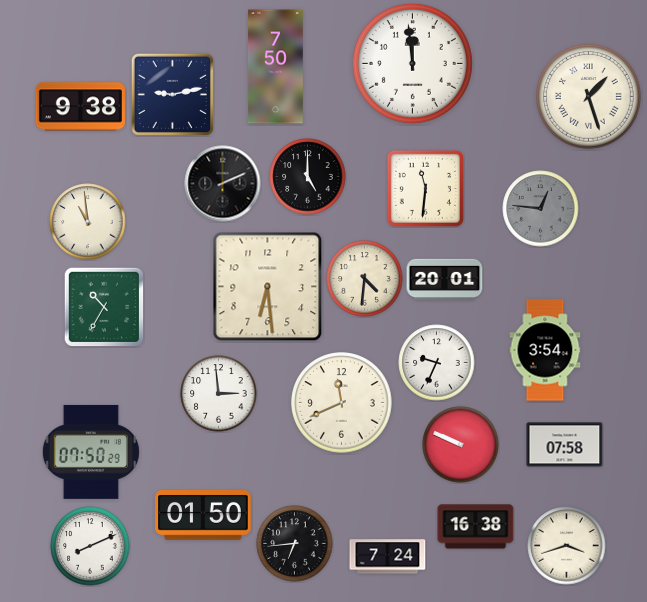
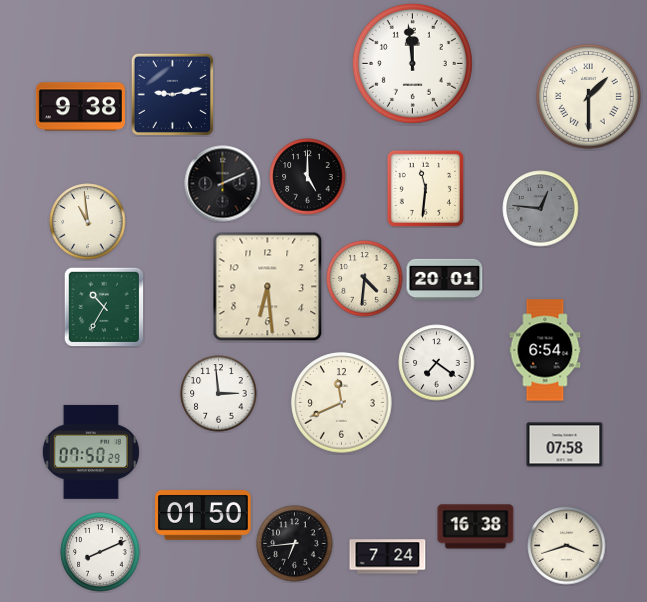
clock at (276, 67): 7:50 -> none
clock at (589, 97): 1:27 -> 1:30
clock at (545, 350): 3:54 -> 6:54
clock at (437, 363): 9:34 -> 7:21
clock at (461, 445): 9:49 -> none
clock at (90, 546) position: (90, 546) -> (100, 552)
